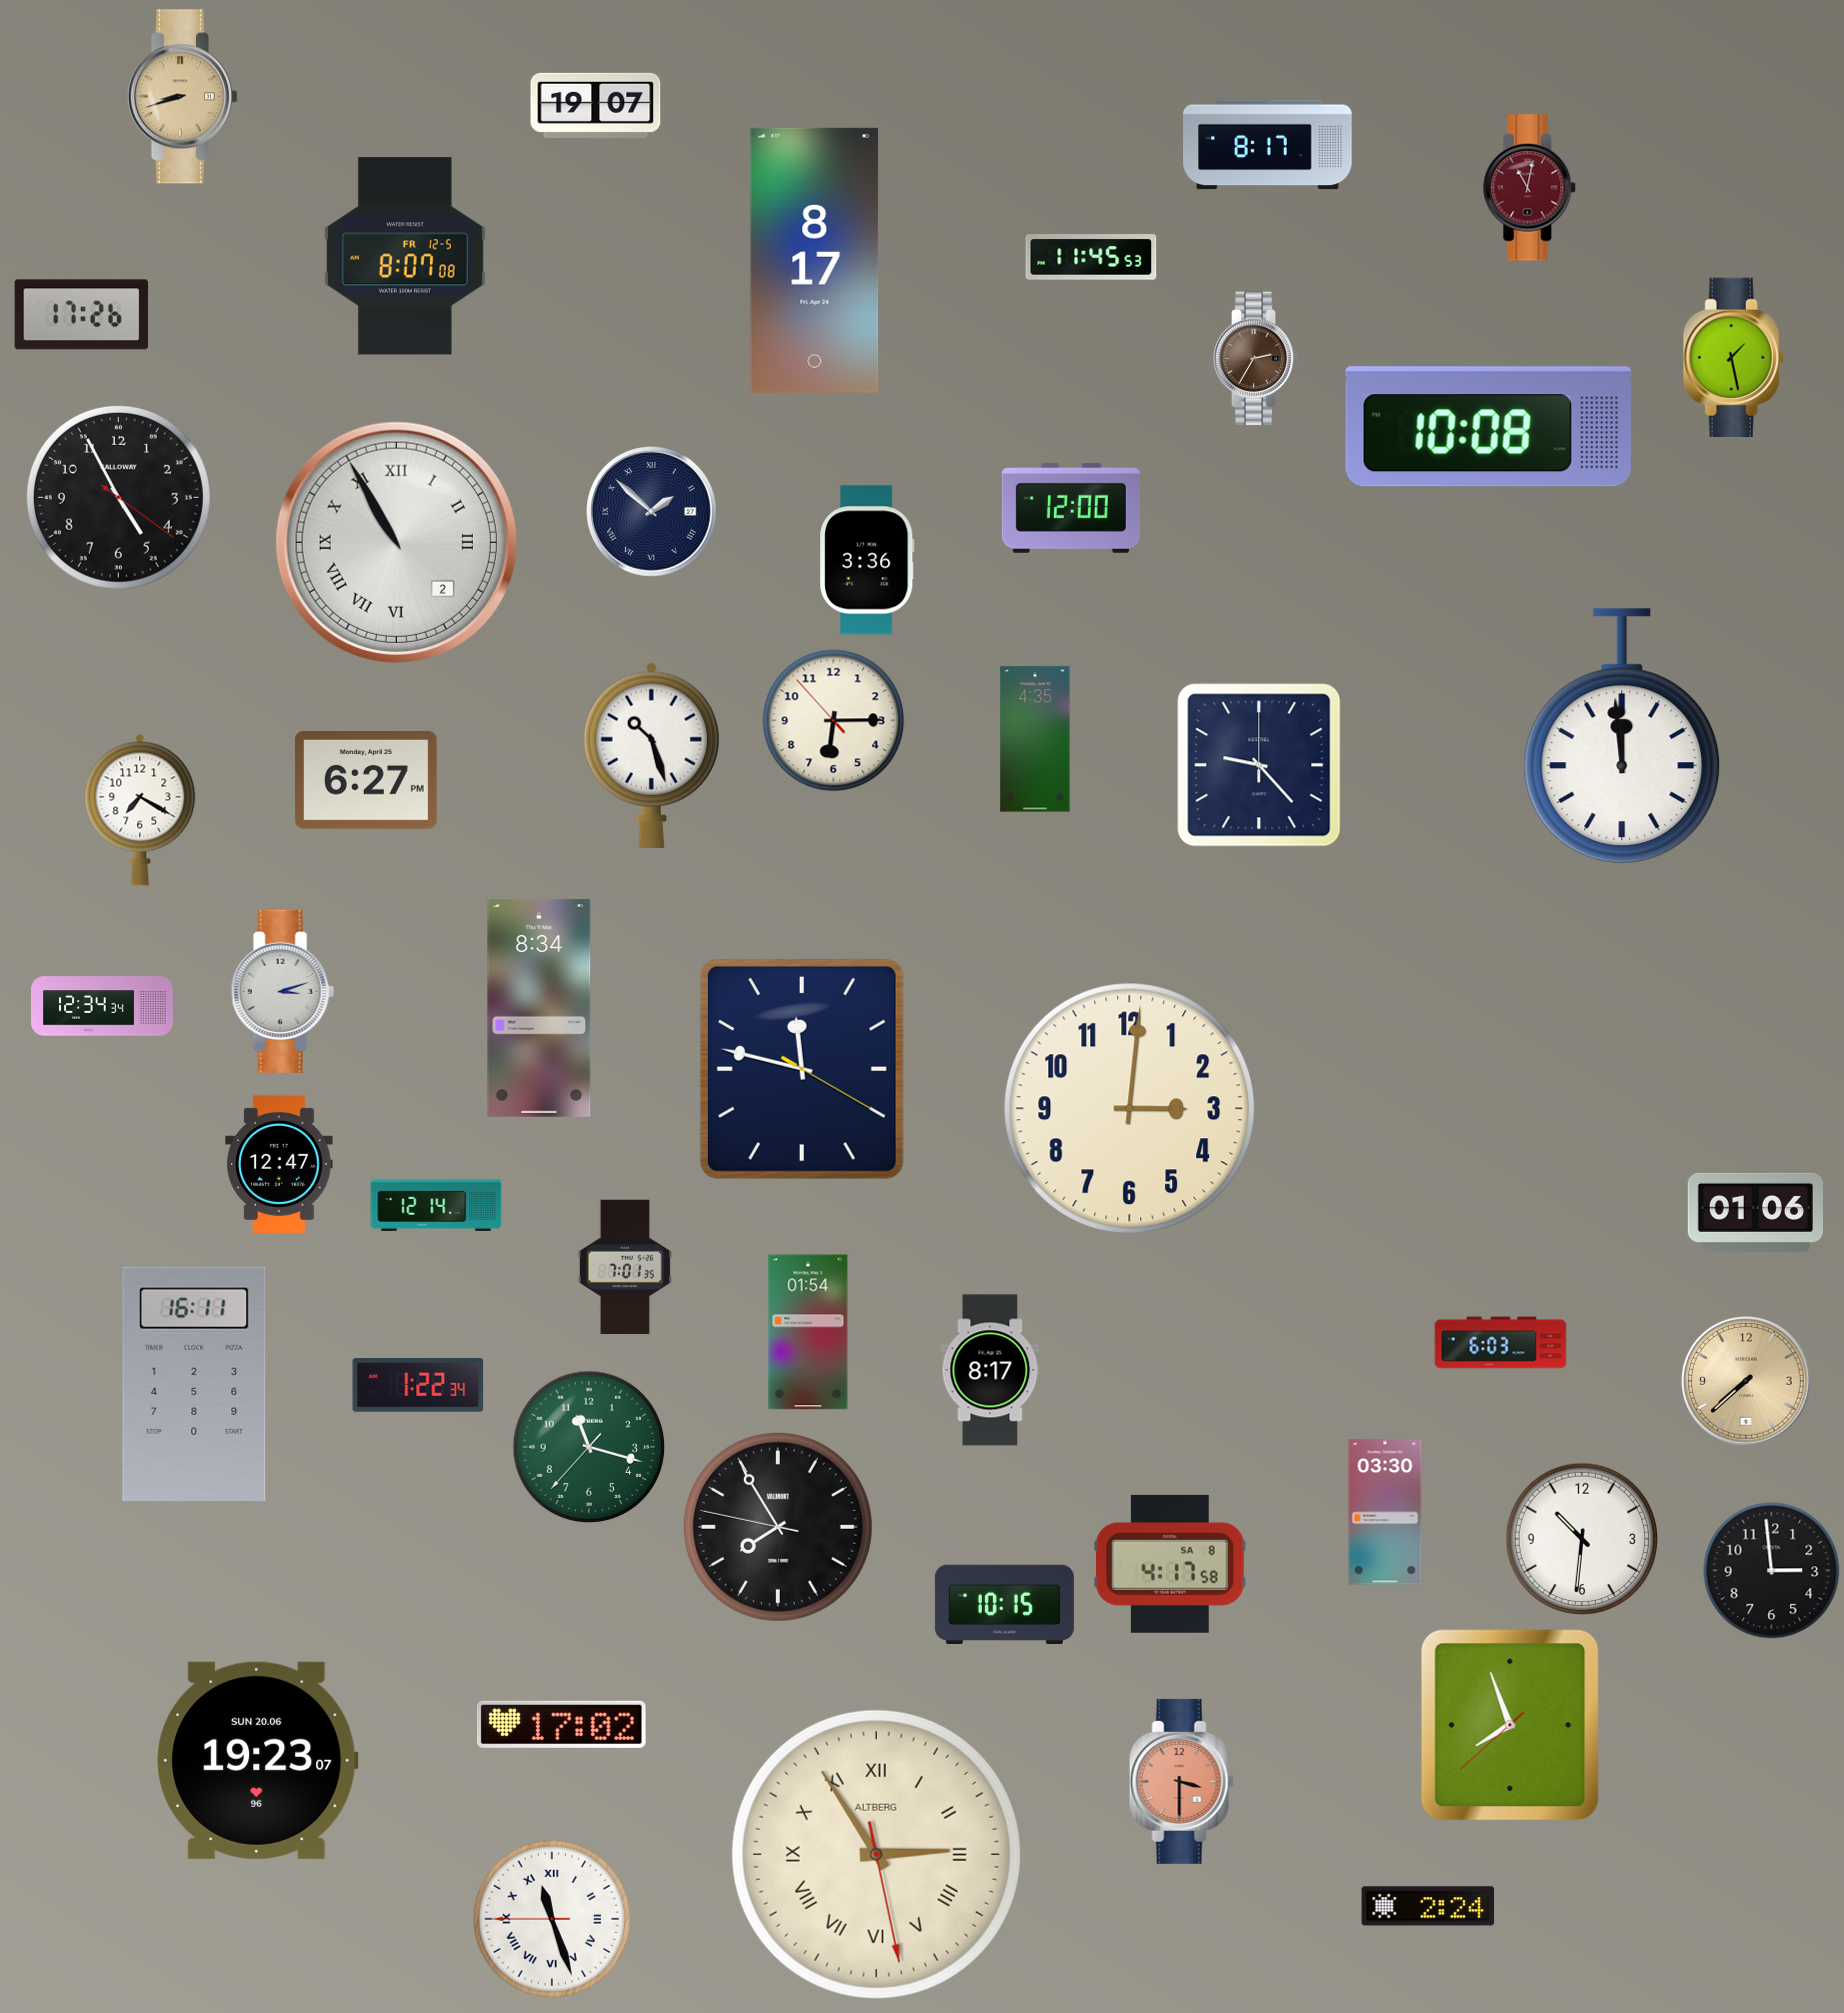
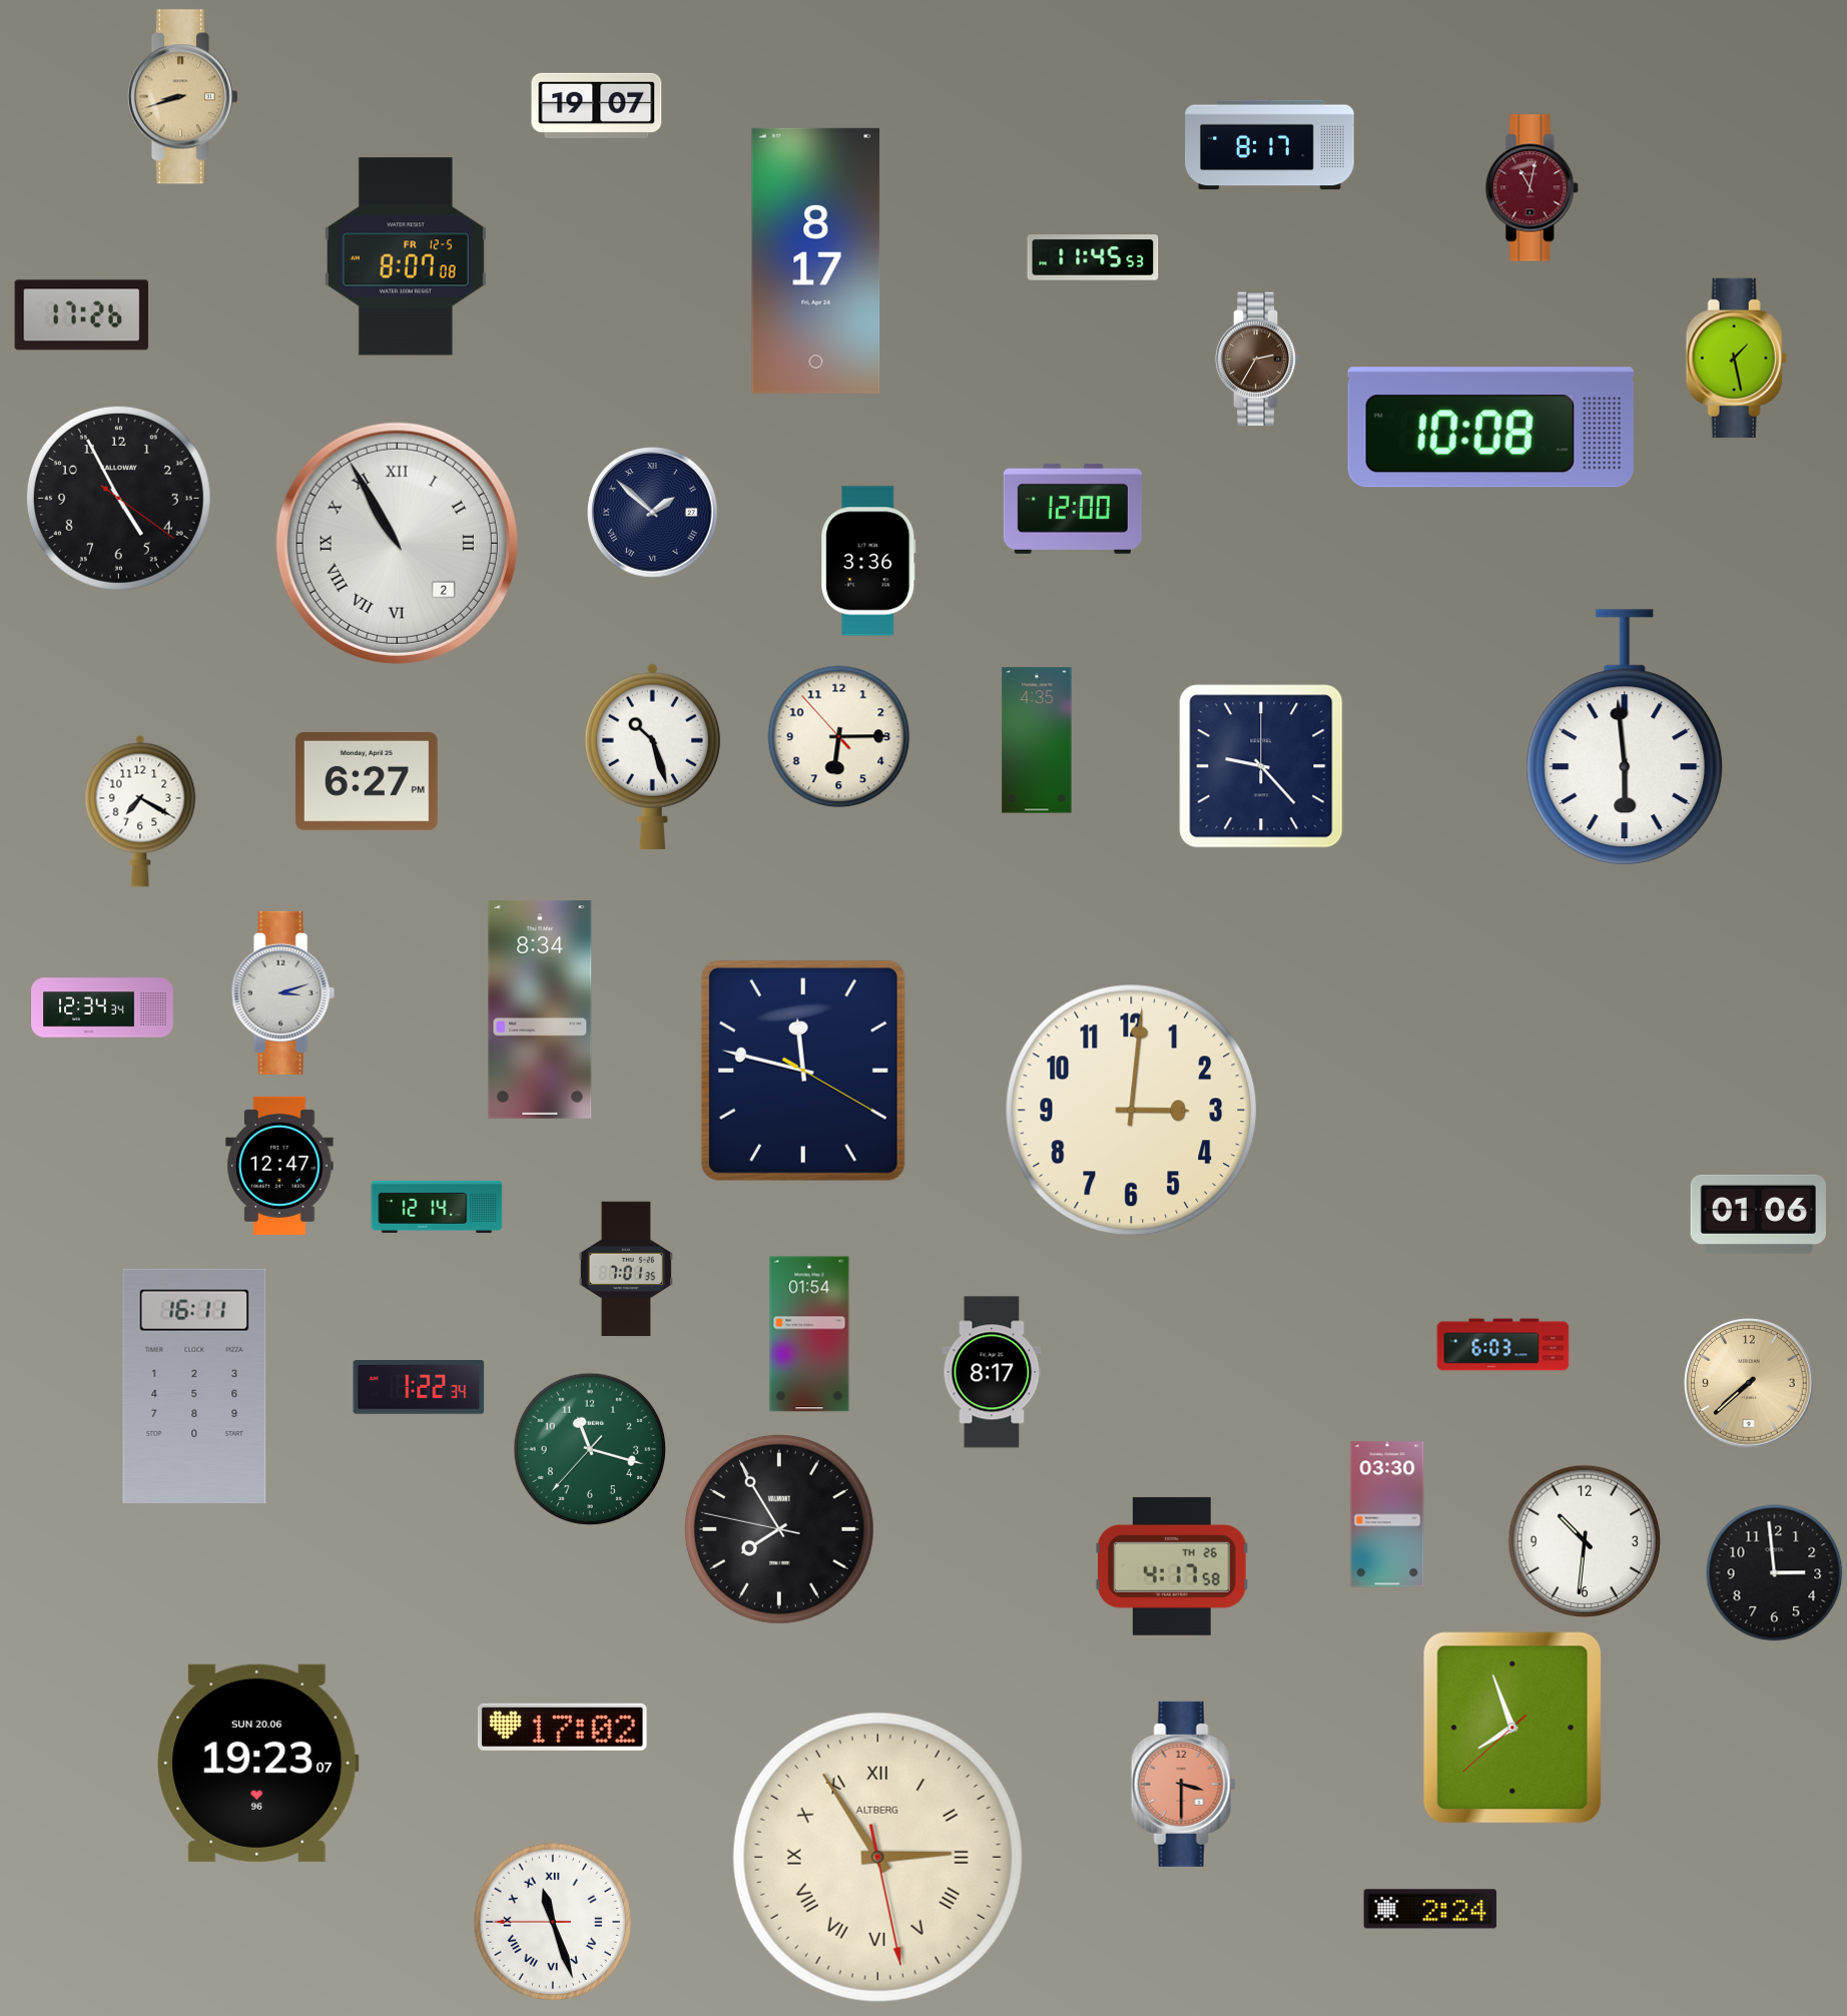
clock at (834, 721) position: (834, 721) -> (839, 737)
clock at (1622, 736): 11:59 -> 5:59
clock at (1171, 1564) date: SA 8 -> TH 26
clock at (1004, 1604): 10:15 -> none
